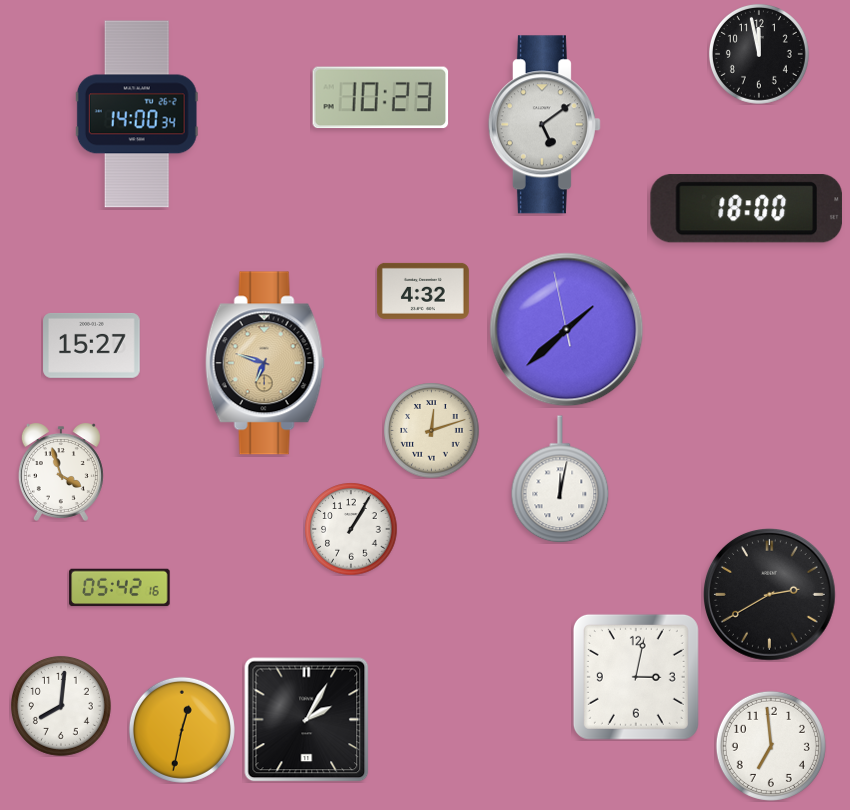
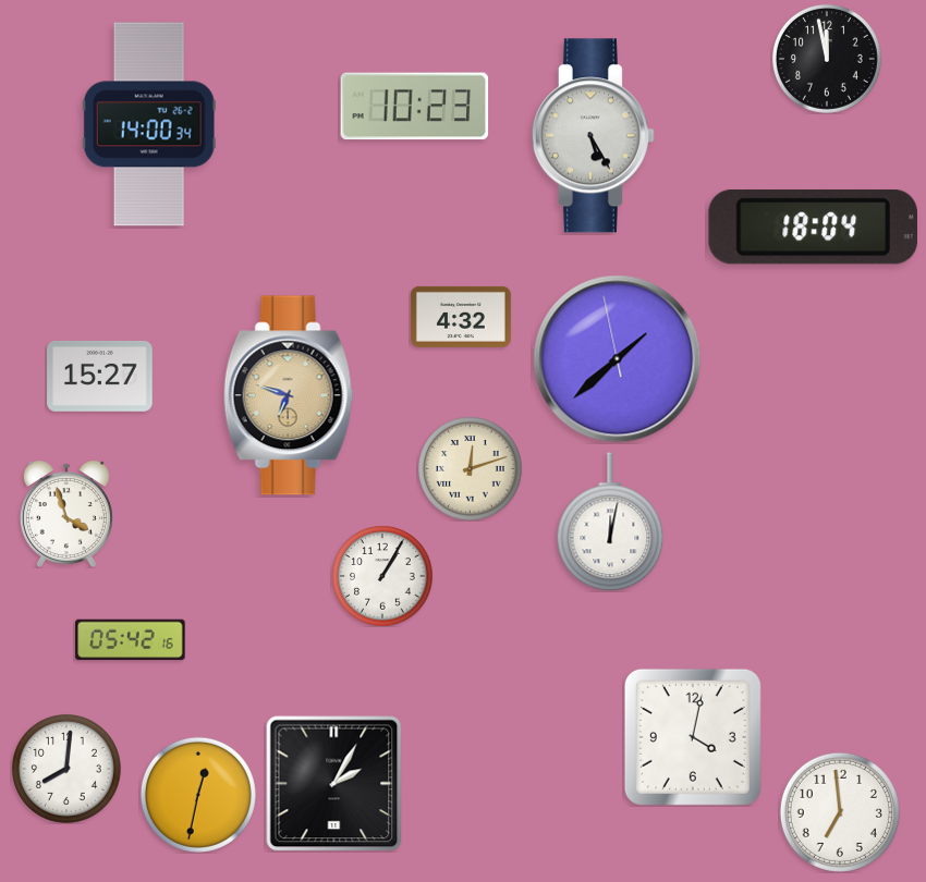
clock at (544, 125): 5:09 -> 5:25
clock at (746, 209): 18:00 -> 18:04
clock at (770, 595): 2:40 -> none
clock at (636, 677): 3:02 -> 4:02
